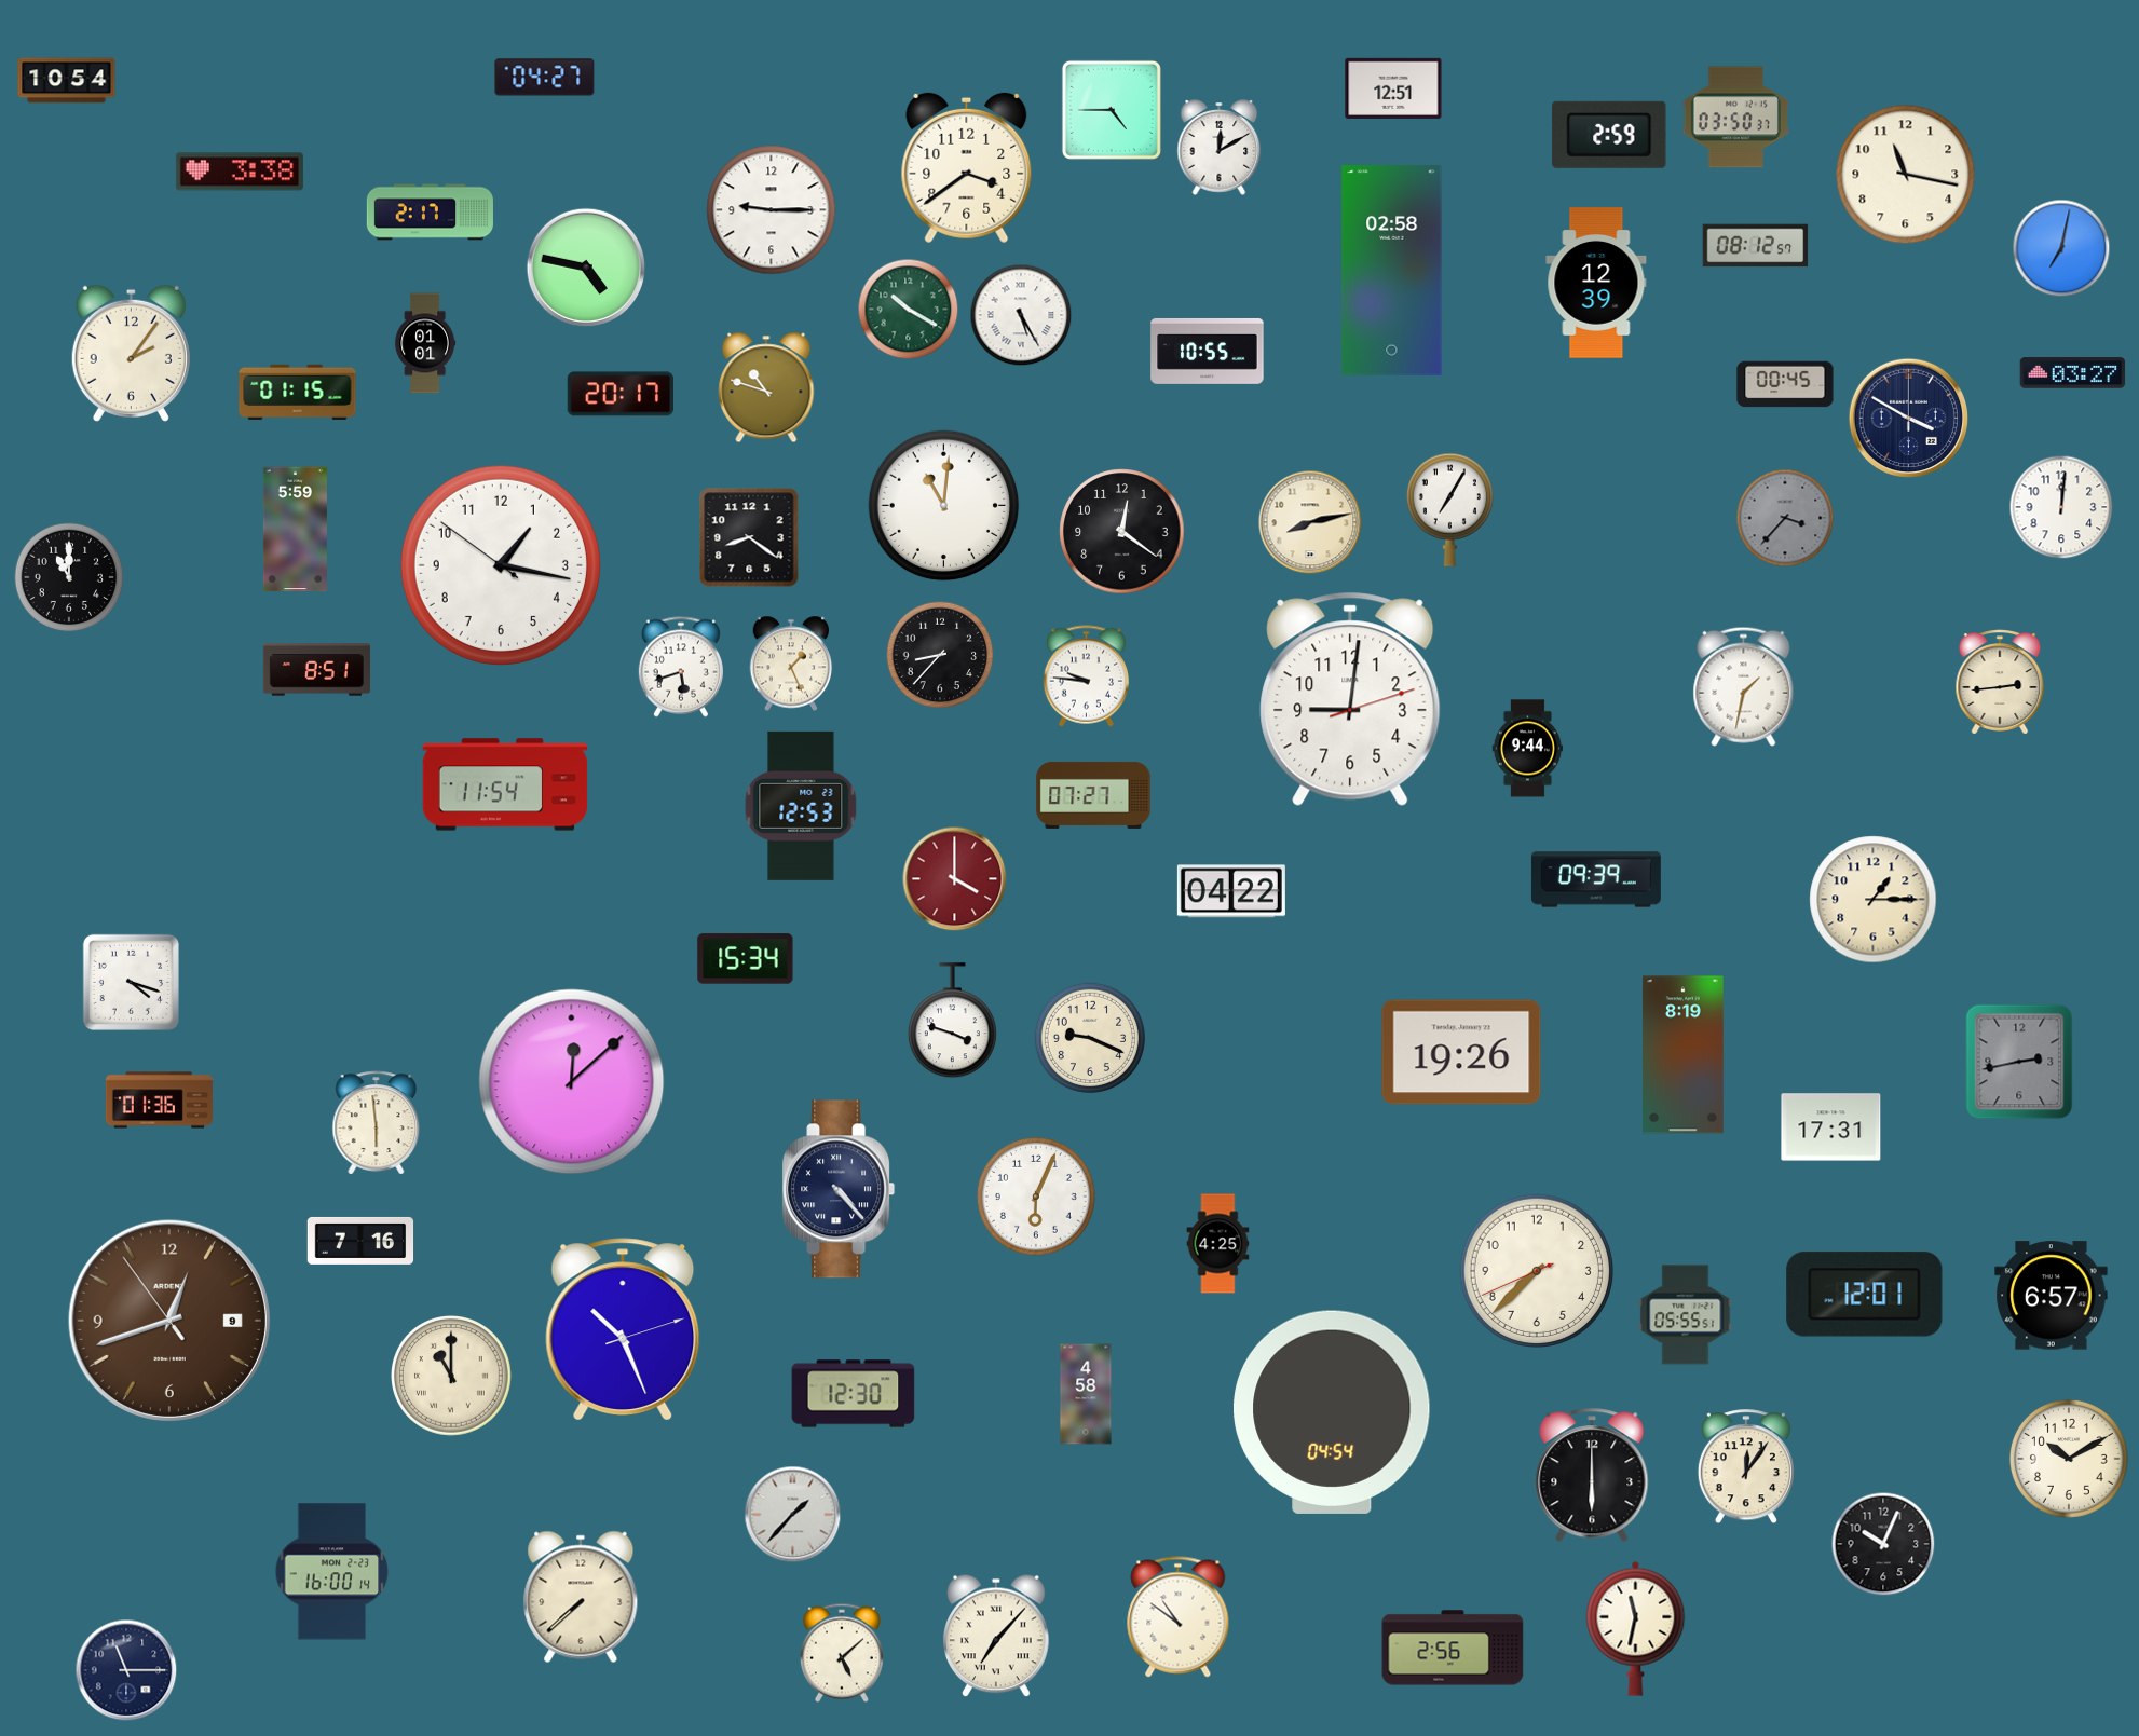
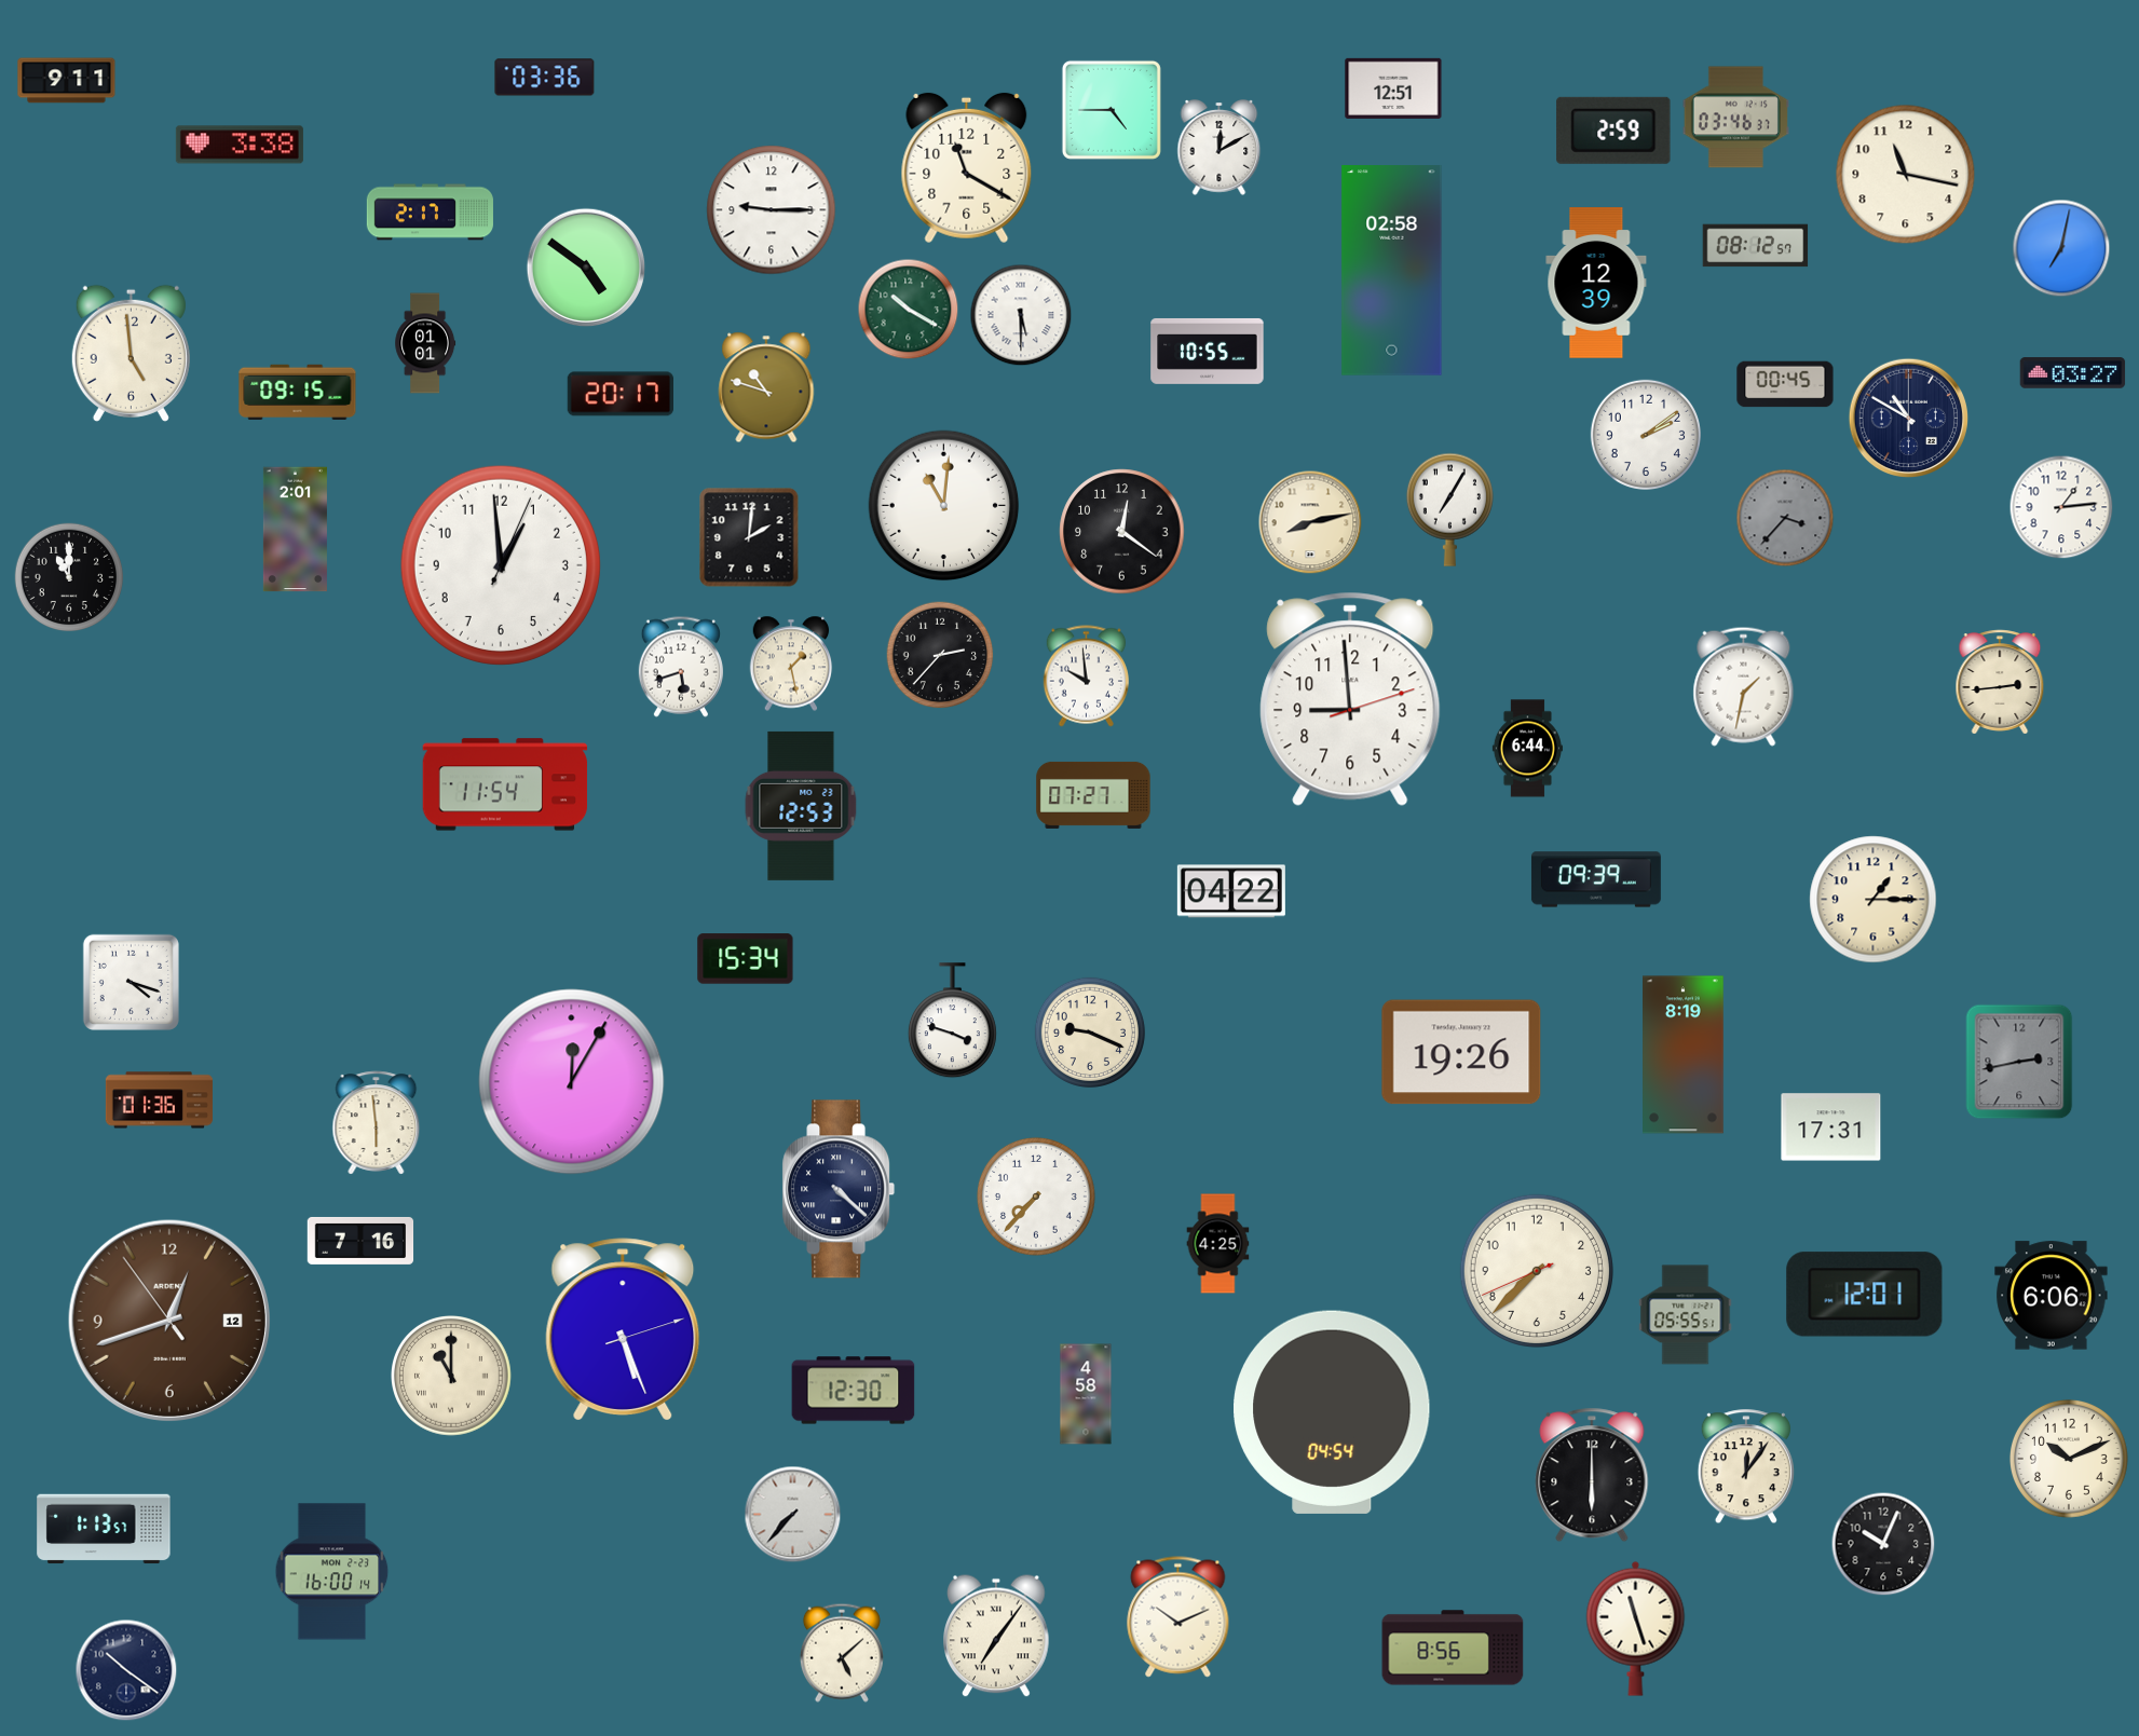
clock at (545, 78): 04:27 -> 03:36
clock at (67, 81): 10:54 -> 9:11
clock at (1735, 118): 03:50 -> 03:46
clock at (1609, 135) position: (1609, 135) -> (1613, 131)
clock at (967, 168): 3:39 -> 11:20
clock at (240, 172) position: (240, 172) -> (240, 145)
clock at (586, 268): 4:47 -> 4:51
clock at (1021, 315): 5:25 -> 5:30
clock at (131, 353): 2:06 -> 4:59
clock at (298, 392): 01:15 -> 09:15
clock at (1908, 418): 3:50 -> 10:50
clock at (1646, 435): none -> 2:09
clock at (2061, 507): 12:01 -> 1:14
clock at (295, 530): 5:59 -> 2:01
clock at (749, 537): 8:21 -> 2:01
clock at (501, 565): 1:16 -> 12:59
clock at (940, 655): 8:37 -> 2:37
clock at (791, 664): 1:26 -> 1:28
clock at (316, 670): 8:51 -> none
clock at (1086, 676): 9:46 -> 9:59
clock at (1350, 699): 9:01 -> 8:59
clock at (1527, 749): 9:44 -> 6:44
clock at (955, 879): 4:00 -> none
clock at (1090, 1038) position: (1090, 1038) -> (1090, 1033)
clock at (572, 1082): 12:08 -> 12:05
clock at (839, 1189): 4:23 -> 4:22
clock at (1036, 1197): 6:04 -> 7:37
clock at (2052, 1296): 6:57 -> 6:06
clock at (169, 1321) date: 9 -> 12
clock at (623, 1329): 10:26 -> 5:26
clock at (854, 1394) position: (854, 1394) -> (854, 1391)
clock at (2069, 1459): 10:10 -> 10:11
clock at (793, 1515): 1:37 -> 7:37
clock at (104, 1529): none -> 1:13
clock at (581, 1597): 7:38 -> none
clock at (1179, 1617): 10:51 -> 10:11
clock at (1636, 1628): 11:32 -> 11:27
clock at (996, 1636): 7:07 -> 7:06
clock at (1453, 1648): 2:56 -> 8:56
clock at (126, 1670): 11:15 -> 10:21
